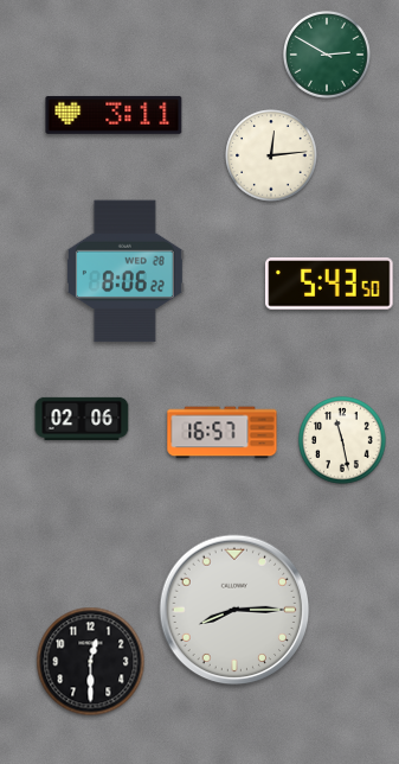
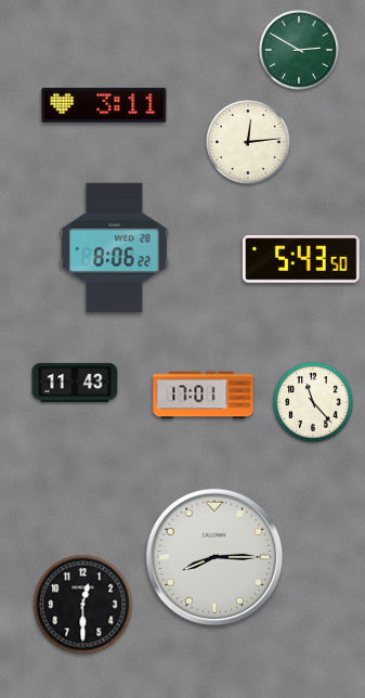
clock at (82, 419): 02:06 -> 11:43
clock at (223, 433): 16:57 -> 17:01
clock at (343, 441): 11:28 -> 11:23
